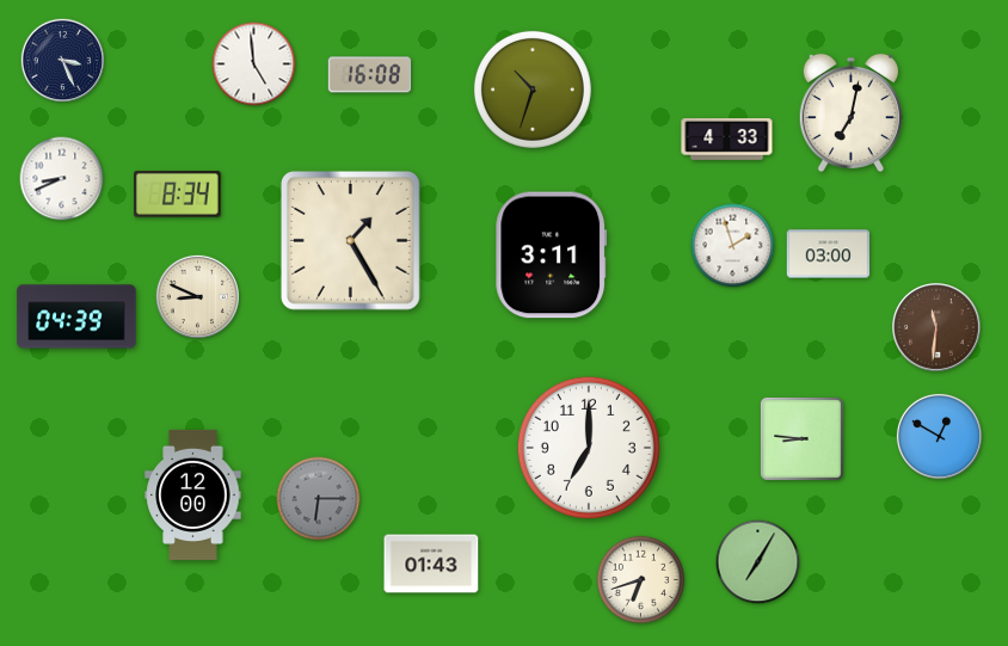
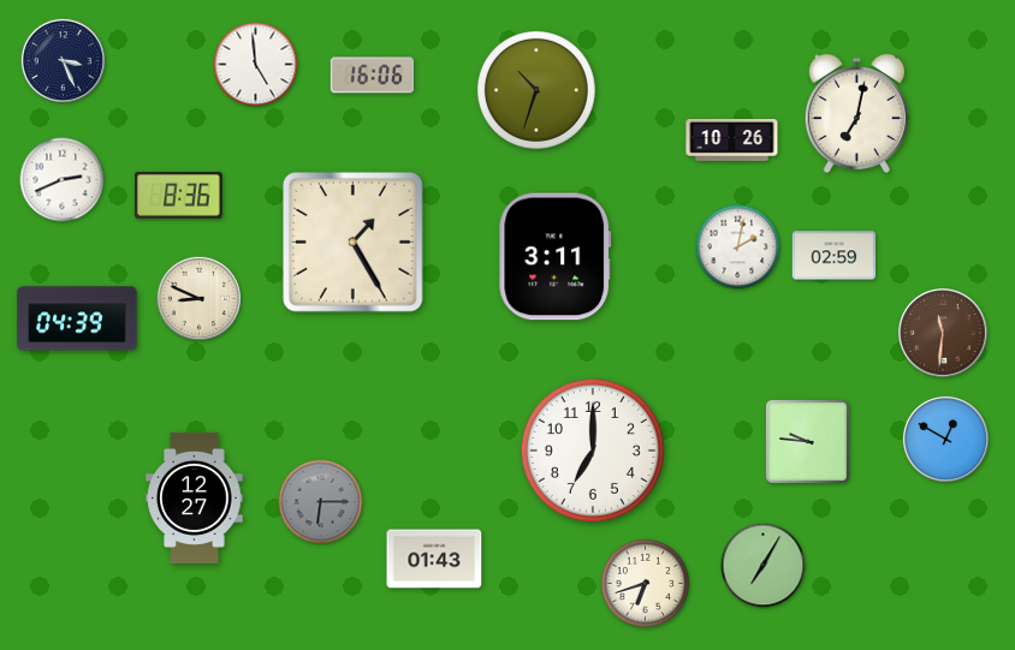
clock at (370, 75): 16:08 -> 16:06
clock at (727, 140): 4:33 -> 10:26
clock at (62, 179): 8:41 -> 2:41
clock at (178, 195): 8:34 -> 8:36
clock at (733, 246): 1:57 -> 2:02
clock at (829, 254): 03:00 -> 02:59
clock at (938, 328) position: (938, 328) -> (944, 334)
clock at (801, 438): 8:46 -> 9:46
clock at (193, 494): 12:00 -> 12:27
clock at (431, 564) position: (431, 564) -> (434, 559)
